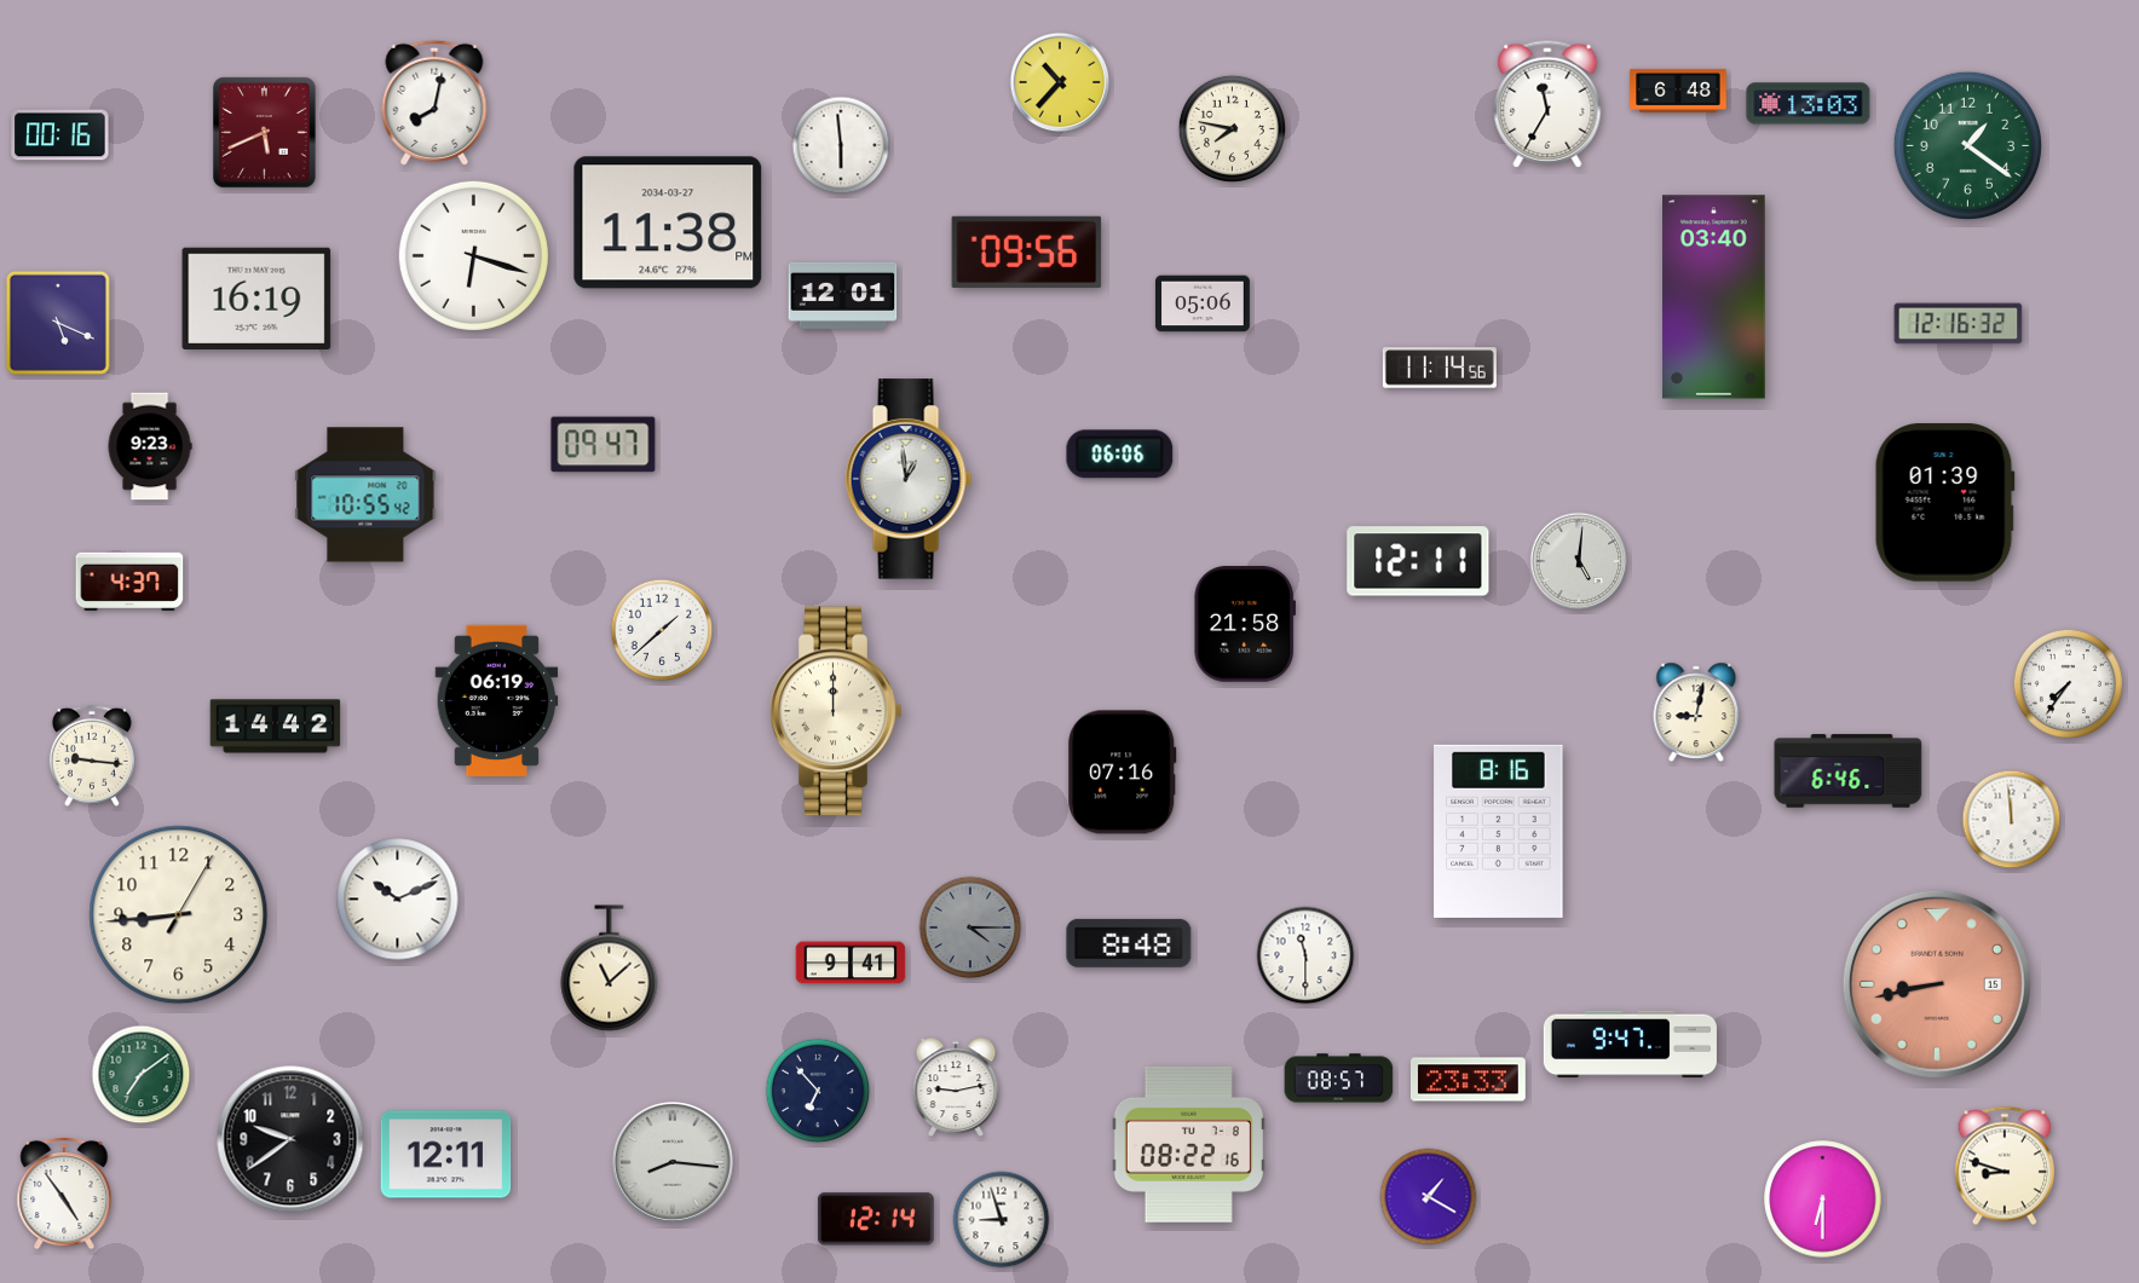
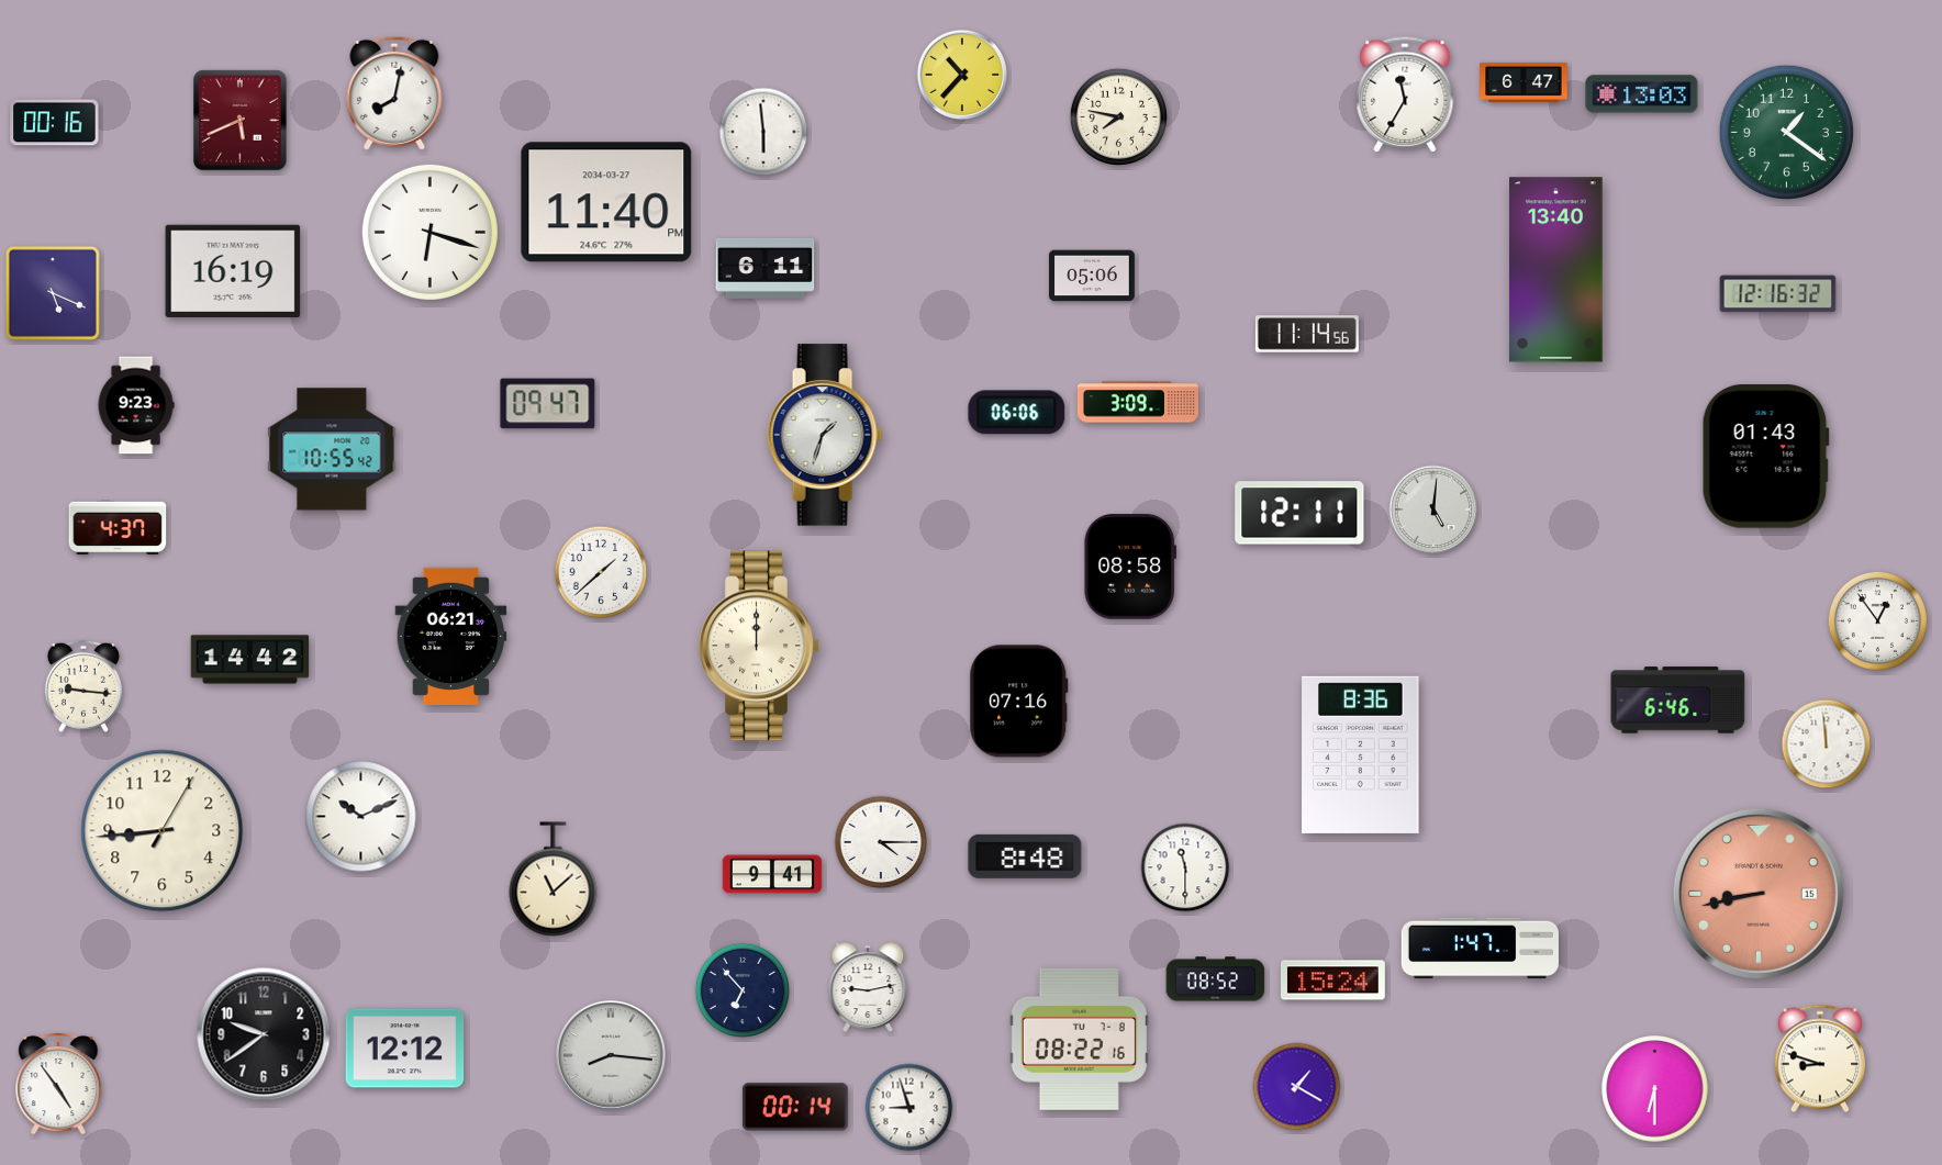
clock at (1678, 91): 6:48 -> 6:47
clock at (668, 222): 11:38 -> 11:40
clock at (1027, 252): 09:56 -> none
clock at (843, 295): 12:01 -> 6:11
clock at (1714, 297): 03:40 -> 13:40
clock at (1138, 402): none -> 3:09
clock at (909, 479): 12:59 -> 1:33
clock at (1944, 503): 01:39 -> 01:43
clock at (1418, 561) position: (1418, 561) -> (1299, 513)
clock at (1244, 625): 21:58 -> 08:58
clock at (2068, 683): 7:36 -> 12:54
clock at (497, 700): 06:19 -> 06:21
clock at (1696, 711): 9:02 -> none
clock at (1499, 831): 8:16 -> 8:36
clock at (970, 927) dial: grey -> white
clock at (1630, 1045): 9:47 -> 1:47
clock at (142, 1075): 7:09 -> none
clock at (1339, 1079): 08:57 -> 08:52
clock at (1468, 1080): 23:33 -> 15:24
clock at (446, 1155): 12:11 -> 12:12
clock at (876, 1219): 12:14 -> 00:14
